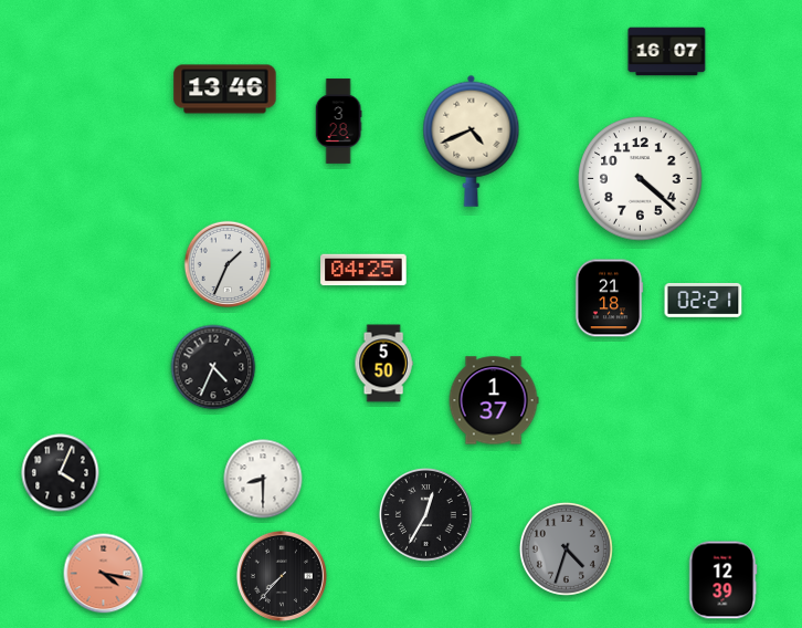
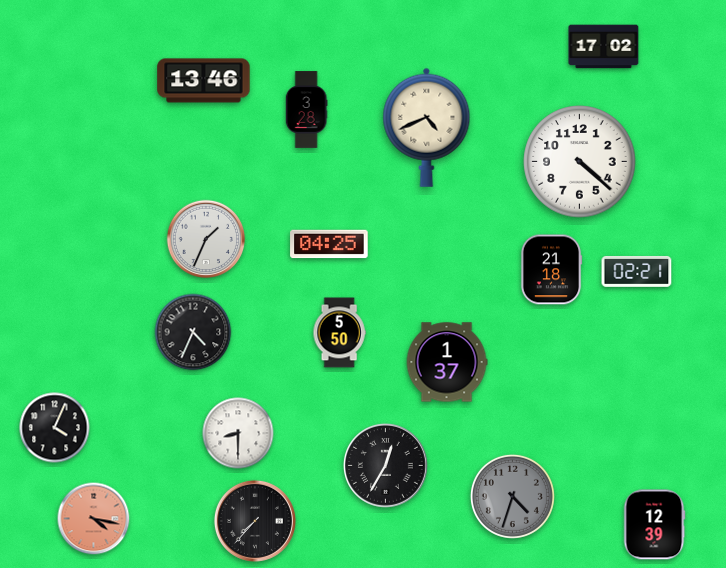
clock at (667, 52): 16:07 -> 17:02
clock at (383, 364) position: (383, 364) -> (339, 333)
